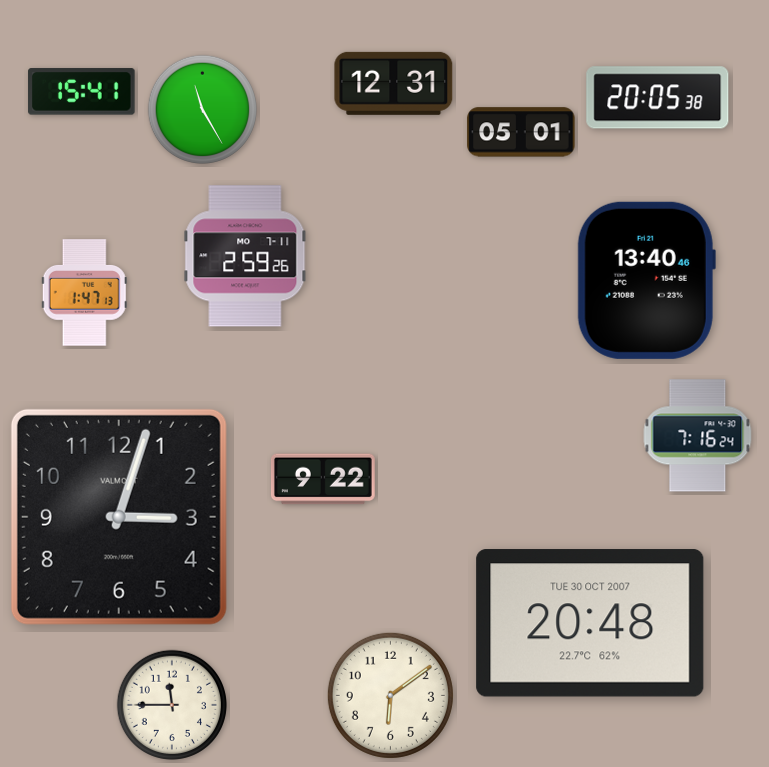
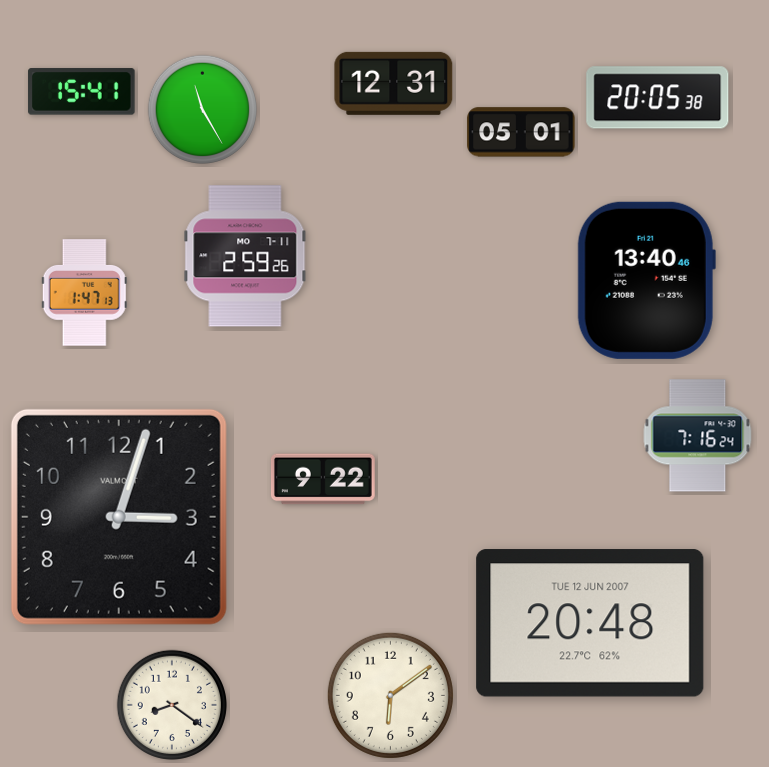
clock at (590, 623) date: TUE 30 OCT 2007 -> TUE 12 JUN 2007
clock at (172, 705): 11:45 -> 8:21
